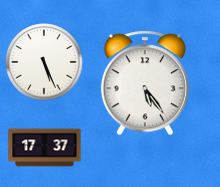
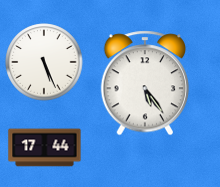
clock at (45, 148): 17:37 -> 17:44
